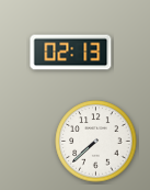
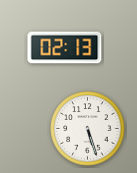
clock at (96, 142): 7:38 -> 5:27
